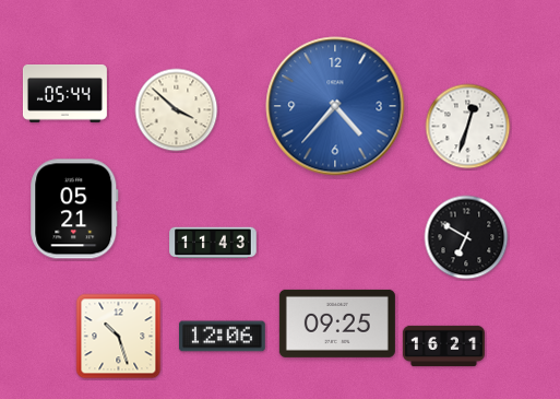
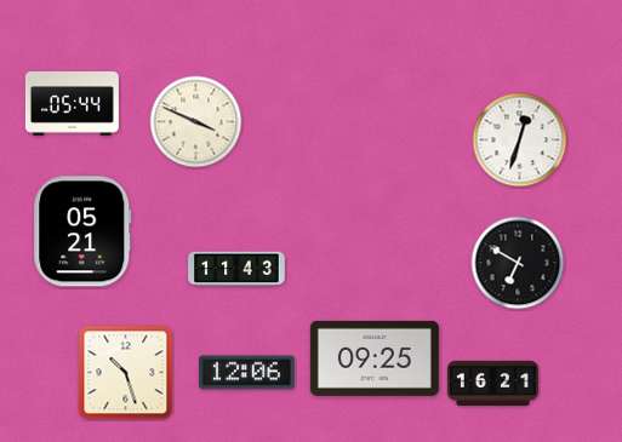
clock at (335, 106): 4:37 -> none
clock at (177, 110): 3:52 -> 3:49
clock at (119, 337) position: (119, 337) -> (126, 373)
